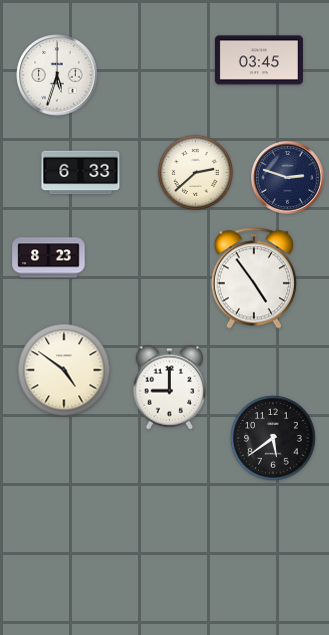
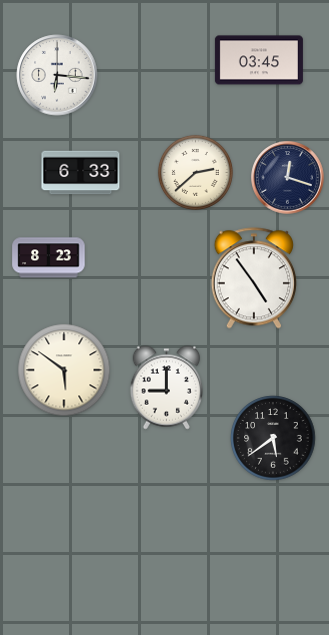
clock at (57, 75): 5:33 -> 6:16
clock at (288, 178): 2:48 -> 12:18
clock at (64, 370): 4:51 -> 5:51
clock at (169, 388) position: (169, 388) -> (166, 388)
